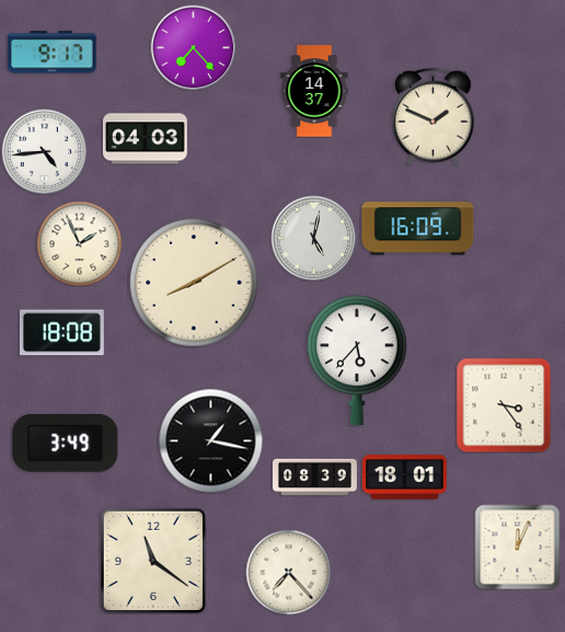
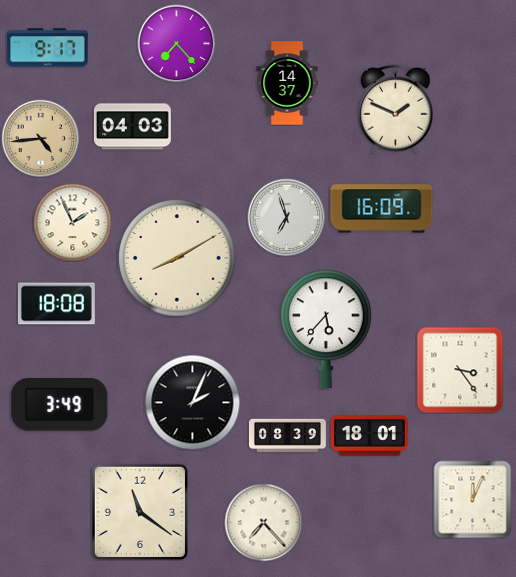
clock at (434, 116) position: (434, 116) -> (396, 109)
clock at (44, 151) dial: white -> champagne
clock at (313, 238): 5:02 -> 6:57
clock at (210, 440): 1:17 -> 2:04
